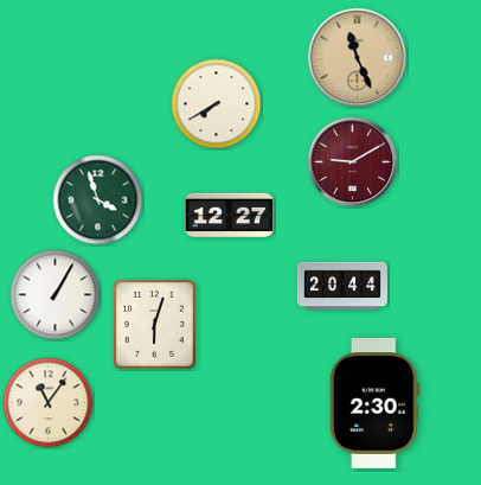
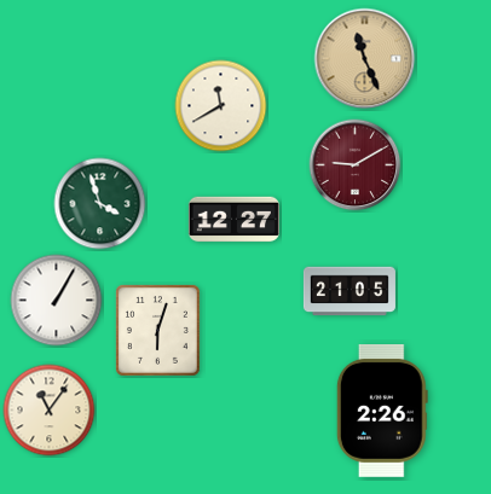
clock at (217, 104): 7:40 -> 11:40
clock at (353, 162) position: (353, 162) -> (356, 165)
clock at (342, 286): 20:44 -> 21:05
clock at (374, 404): 2:30 -> 2:26
